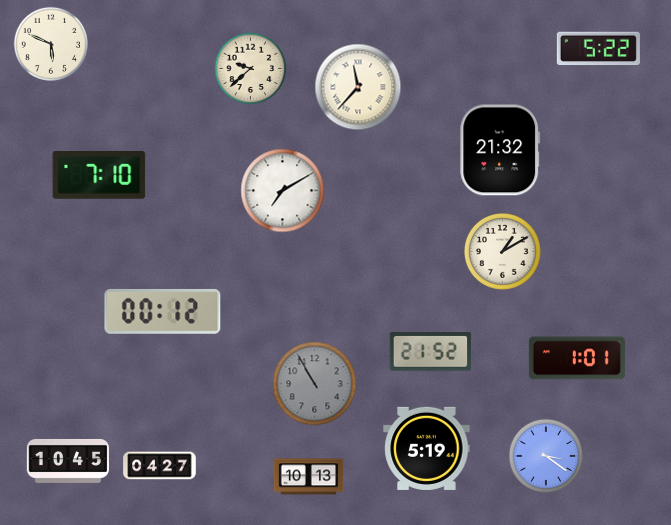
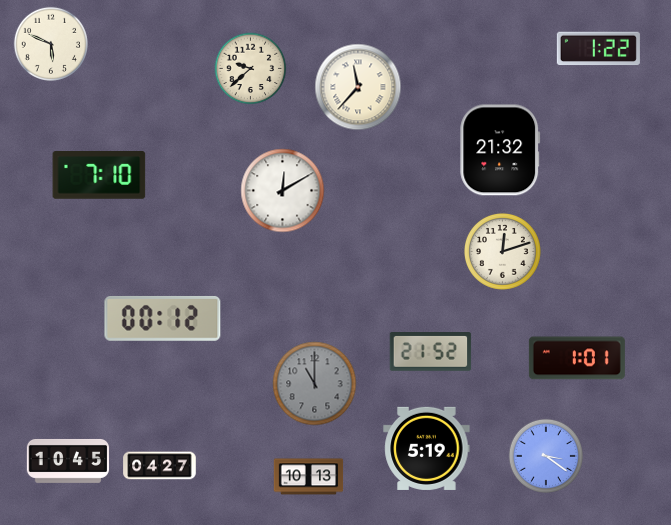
clock at (598, 49): 5:22 -> 1:22
clock at (283, 191): 7:10 -> 12:10
clock at (503, 252): 1:10 -> 12:12
clock at (163, 311) position: (163, 311) -> (163, 318)
clock at (315, 384): 10:55 -> 11:00
